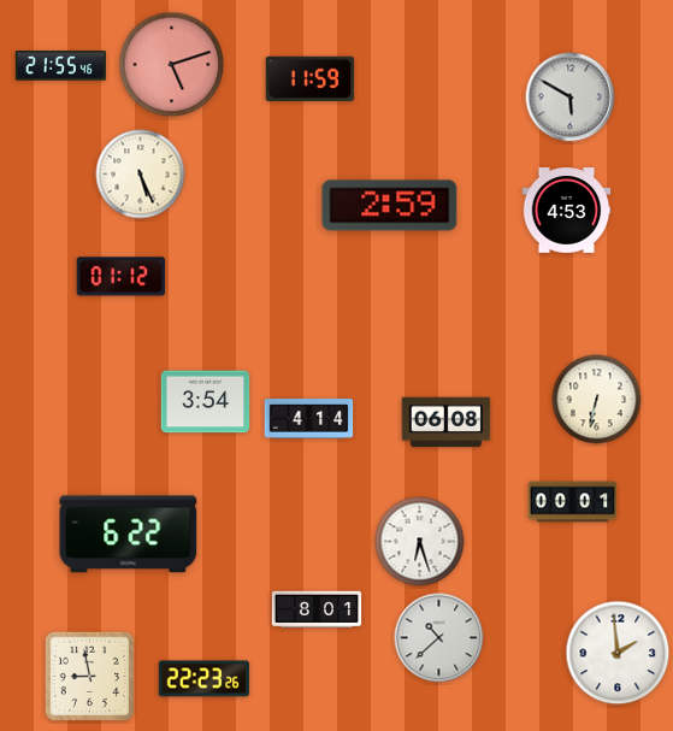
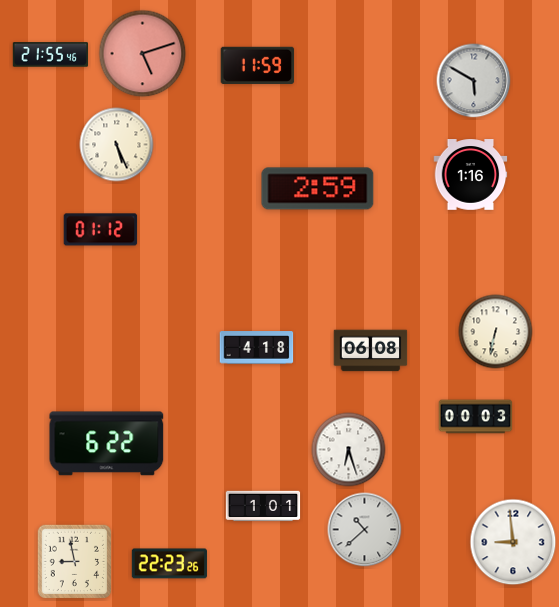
clock at (390, 206) position: (390, 206) -> (318, 189)
clock at (567, 211): 4:53 -> 1:16
clock at (206, 402): 3:54 -> none
clock at (309, 419): 4:14 -> 4:18
clock at (573, 502): 00:01 -> 00:03
clock at (317, 609): 8:01 -> 1:01
clock at (618, 653): 1:59 -> 8:59
